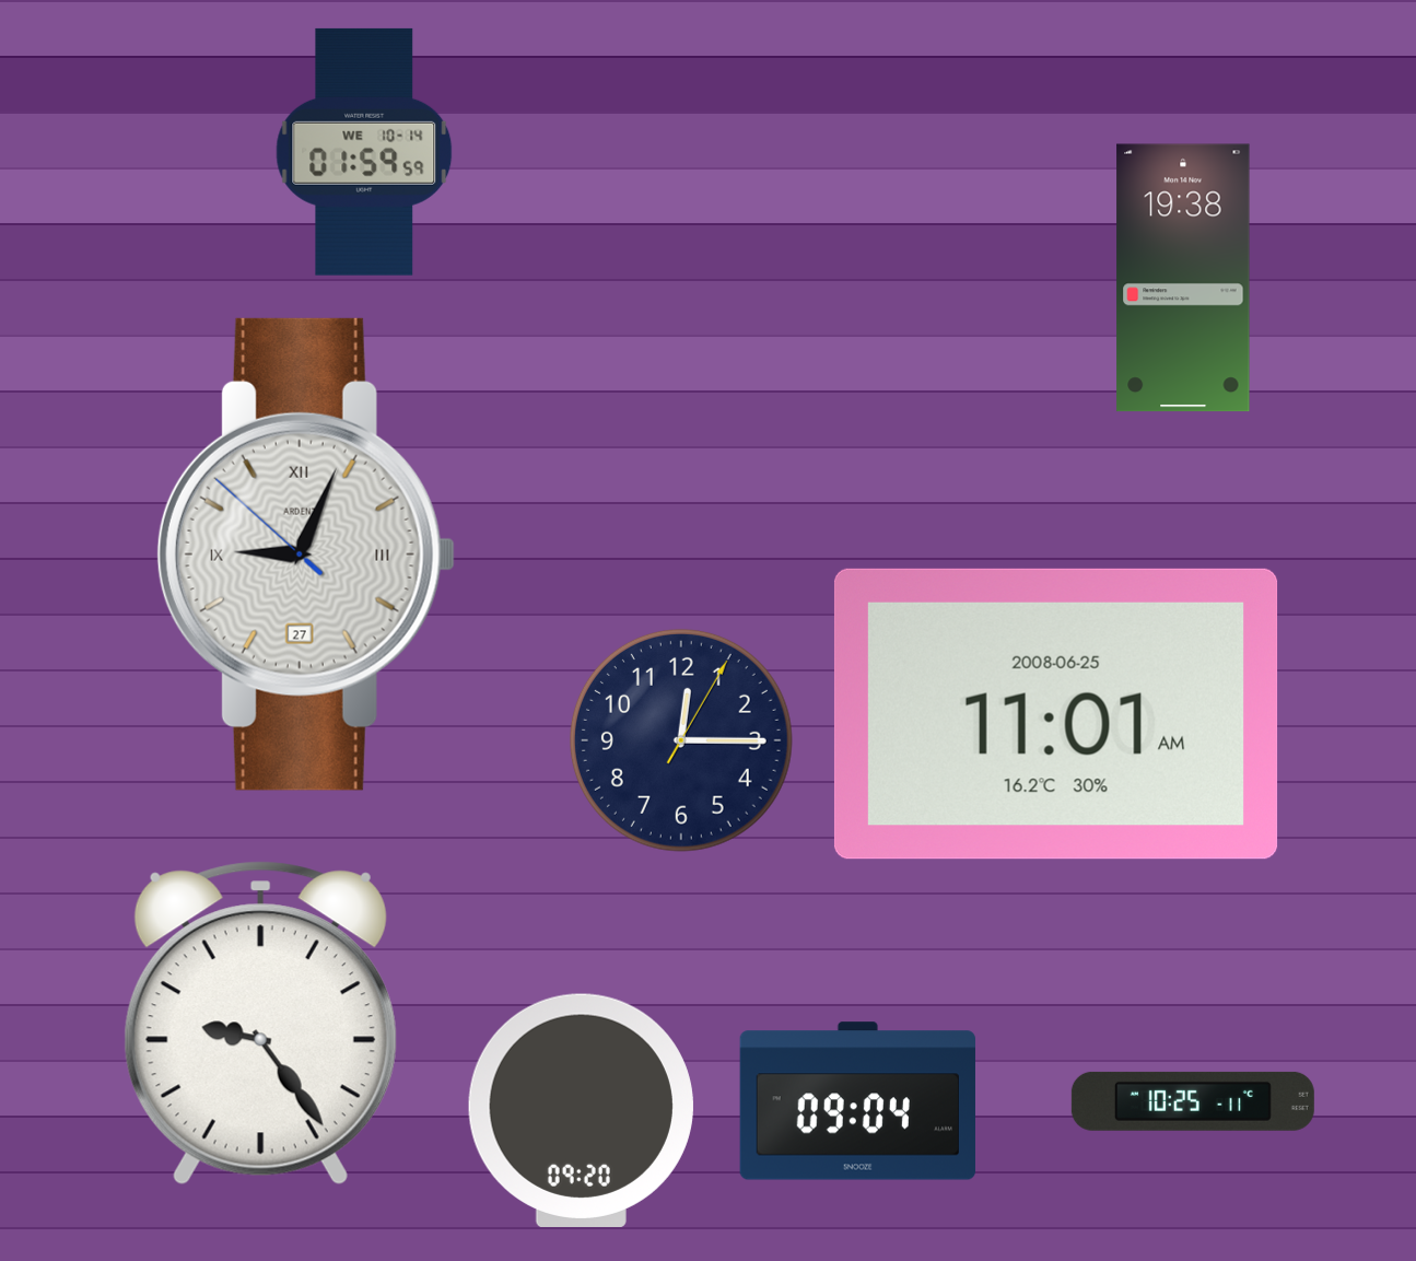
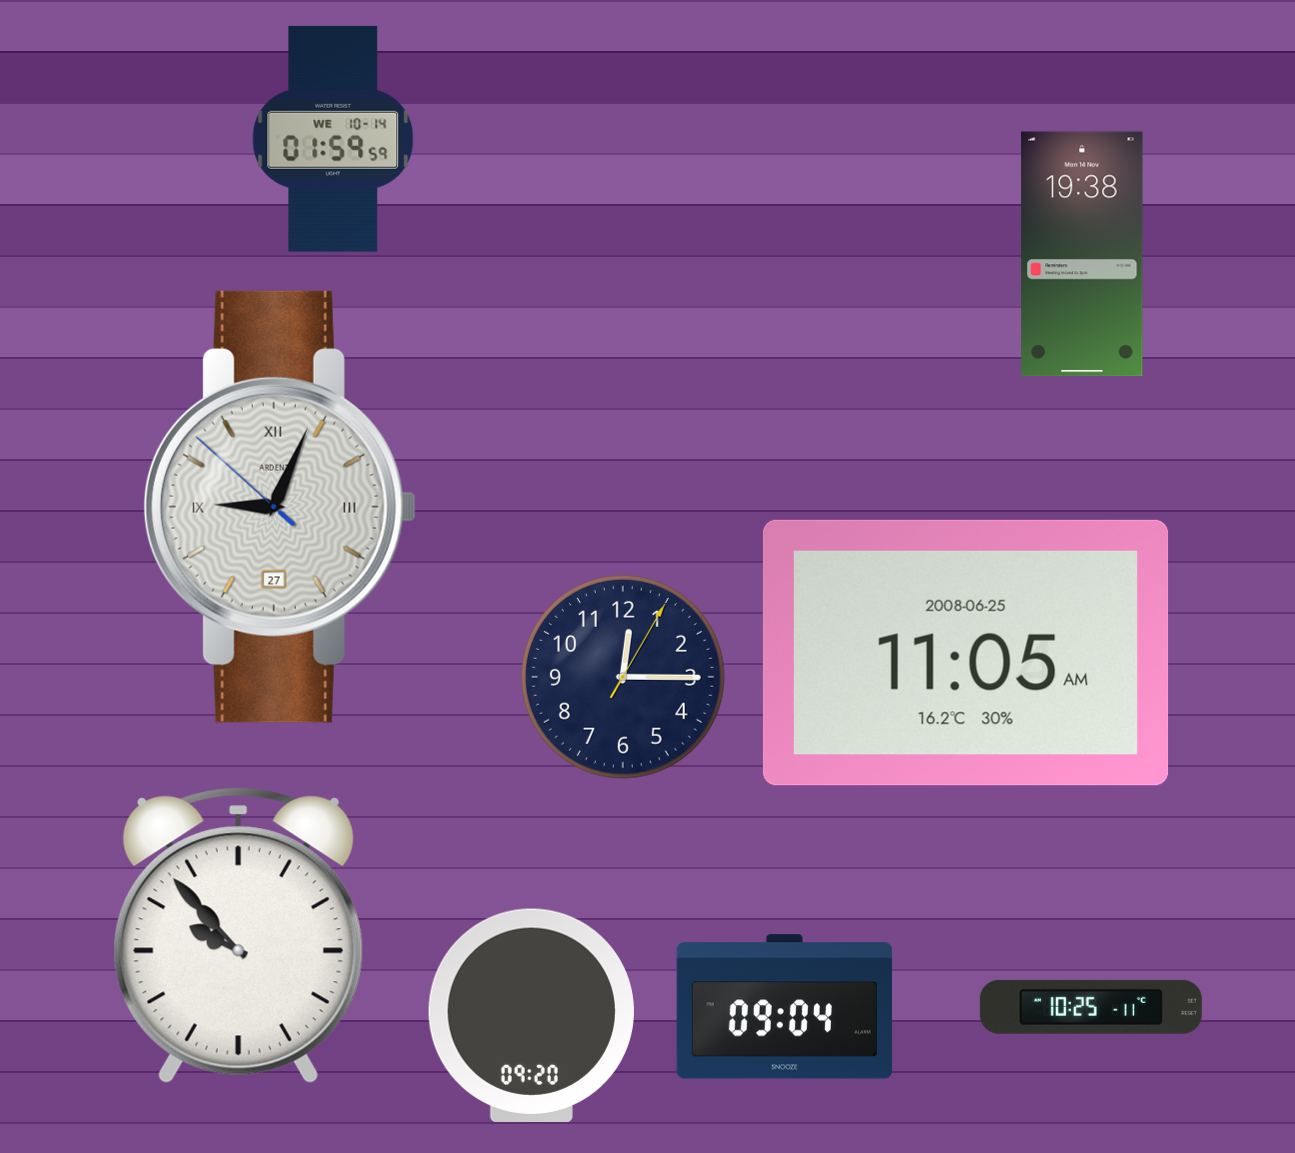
clock at (1056, 714): 11:01 -> 11:05
clock at (260, 1024): 9:24 -> 9:53
